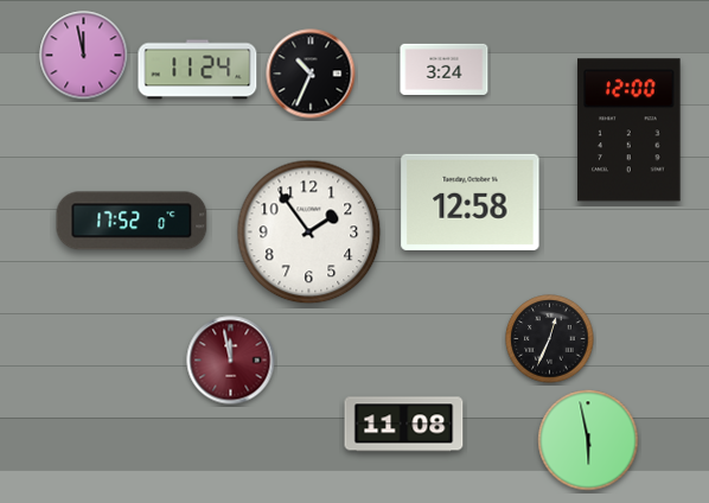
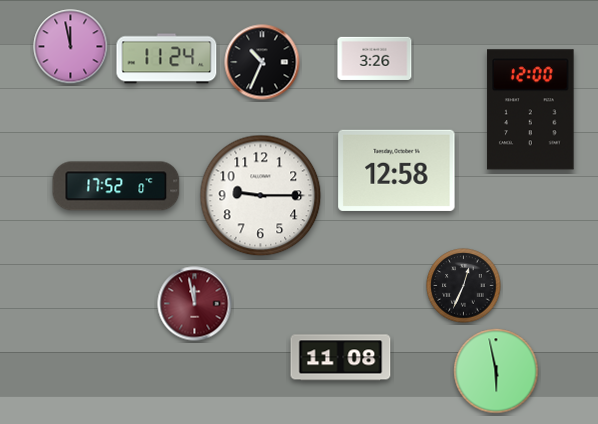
clock at (445, 69): 3:24 -> 3:26
clock at (132, 221) position: (132, 221) -> (116, 186)
clock at (309, 233): 1:54 -> 9:15
